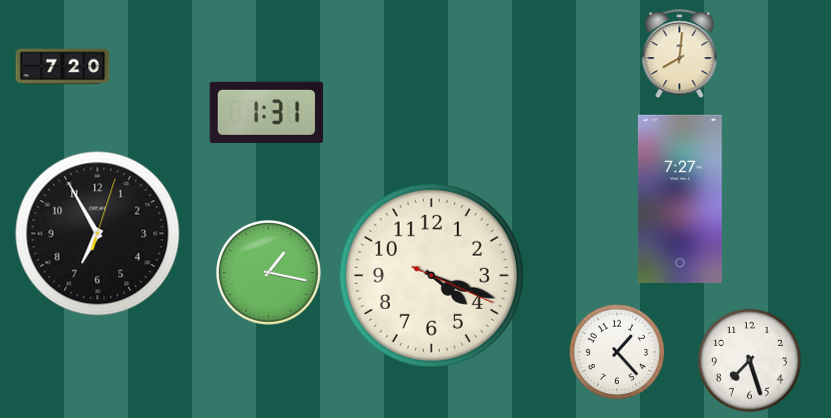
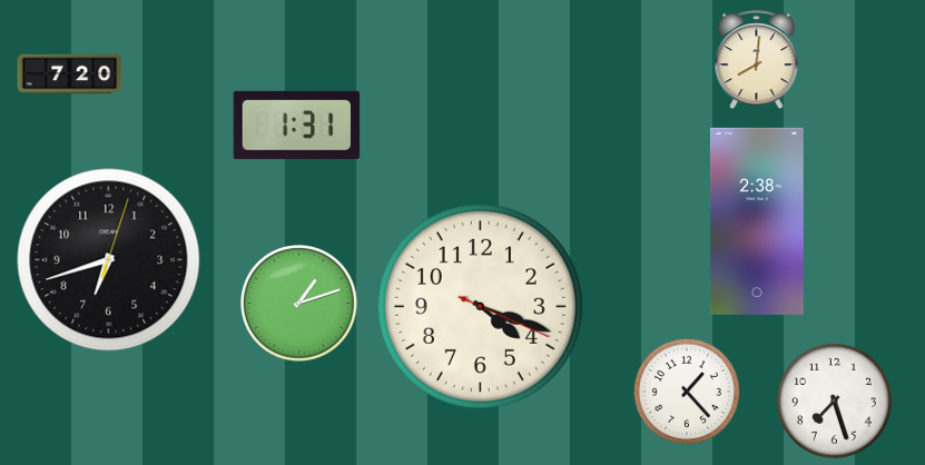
clock at (680, 199): 7:27 -> 2:38
clock at (98, 234): 6:55 -> 6:42
clock at (268, 272): 1:17 -> 1:12
